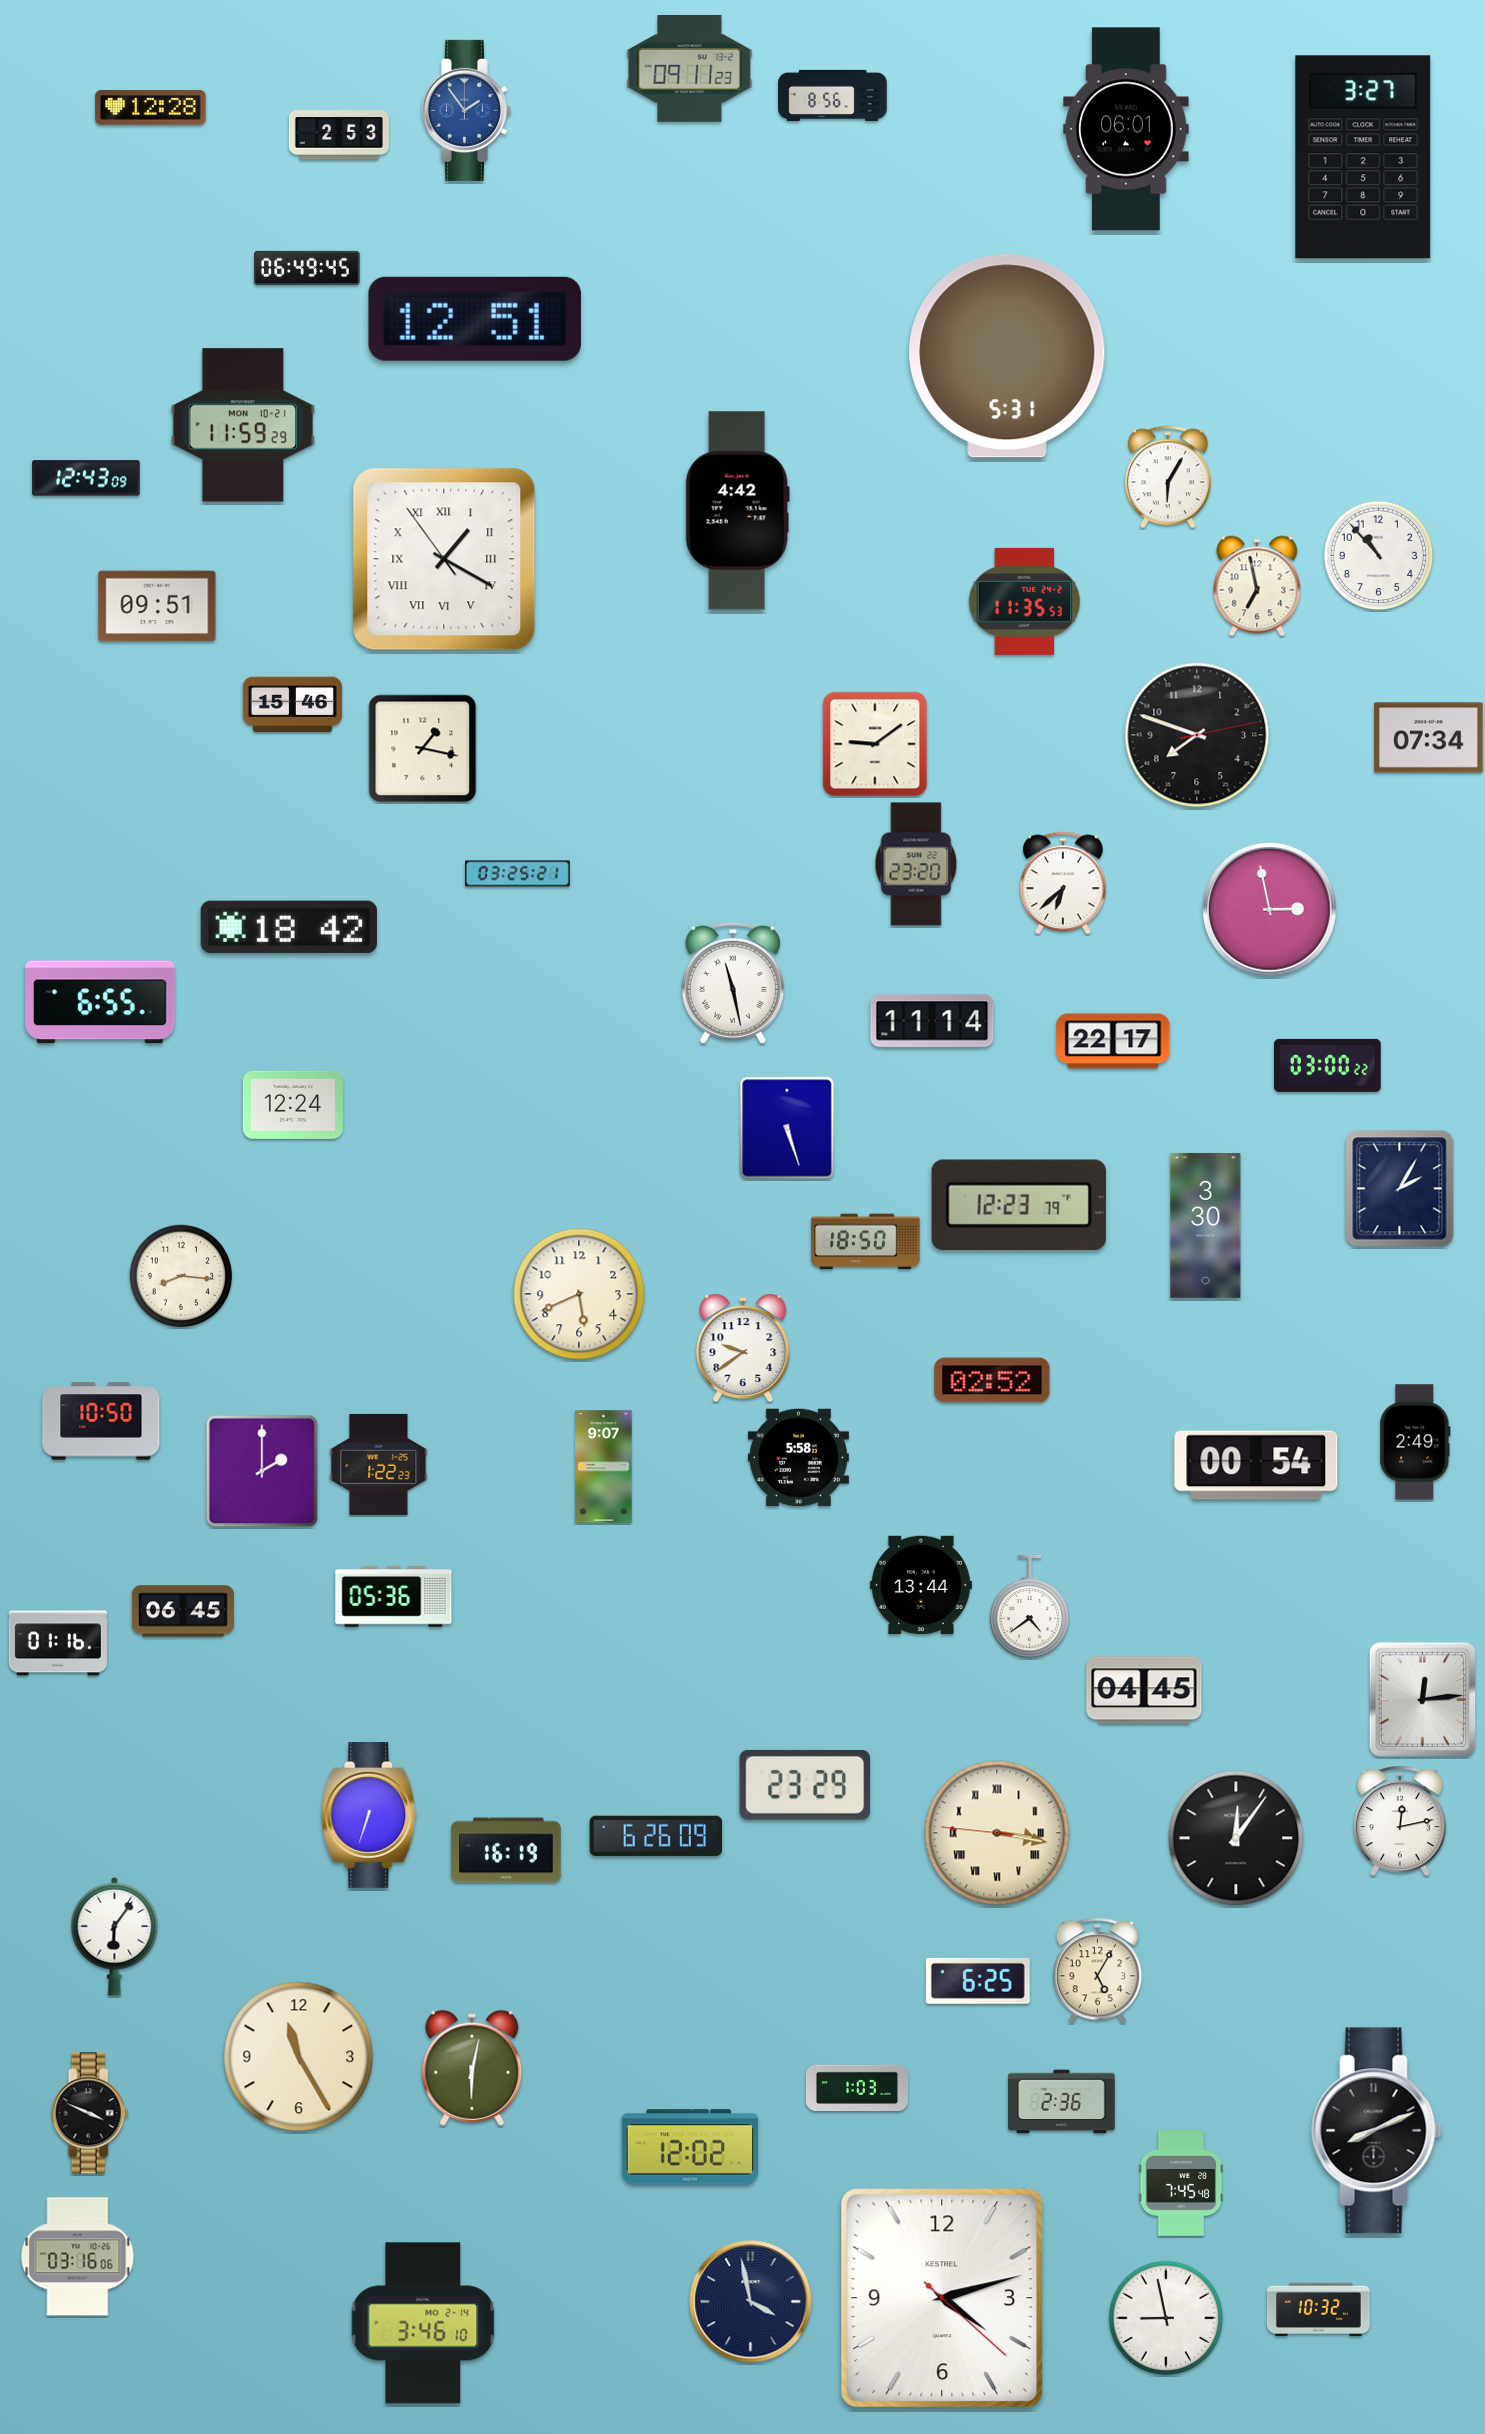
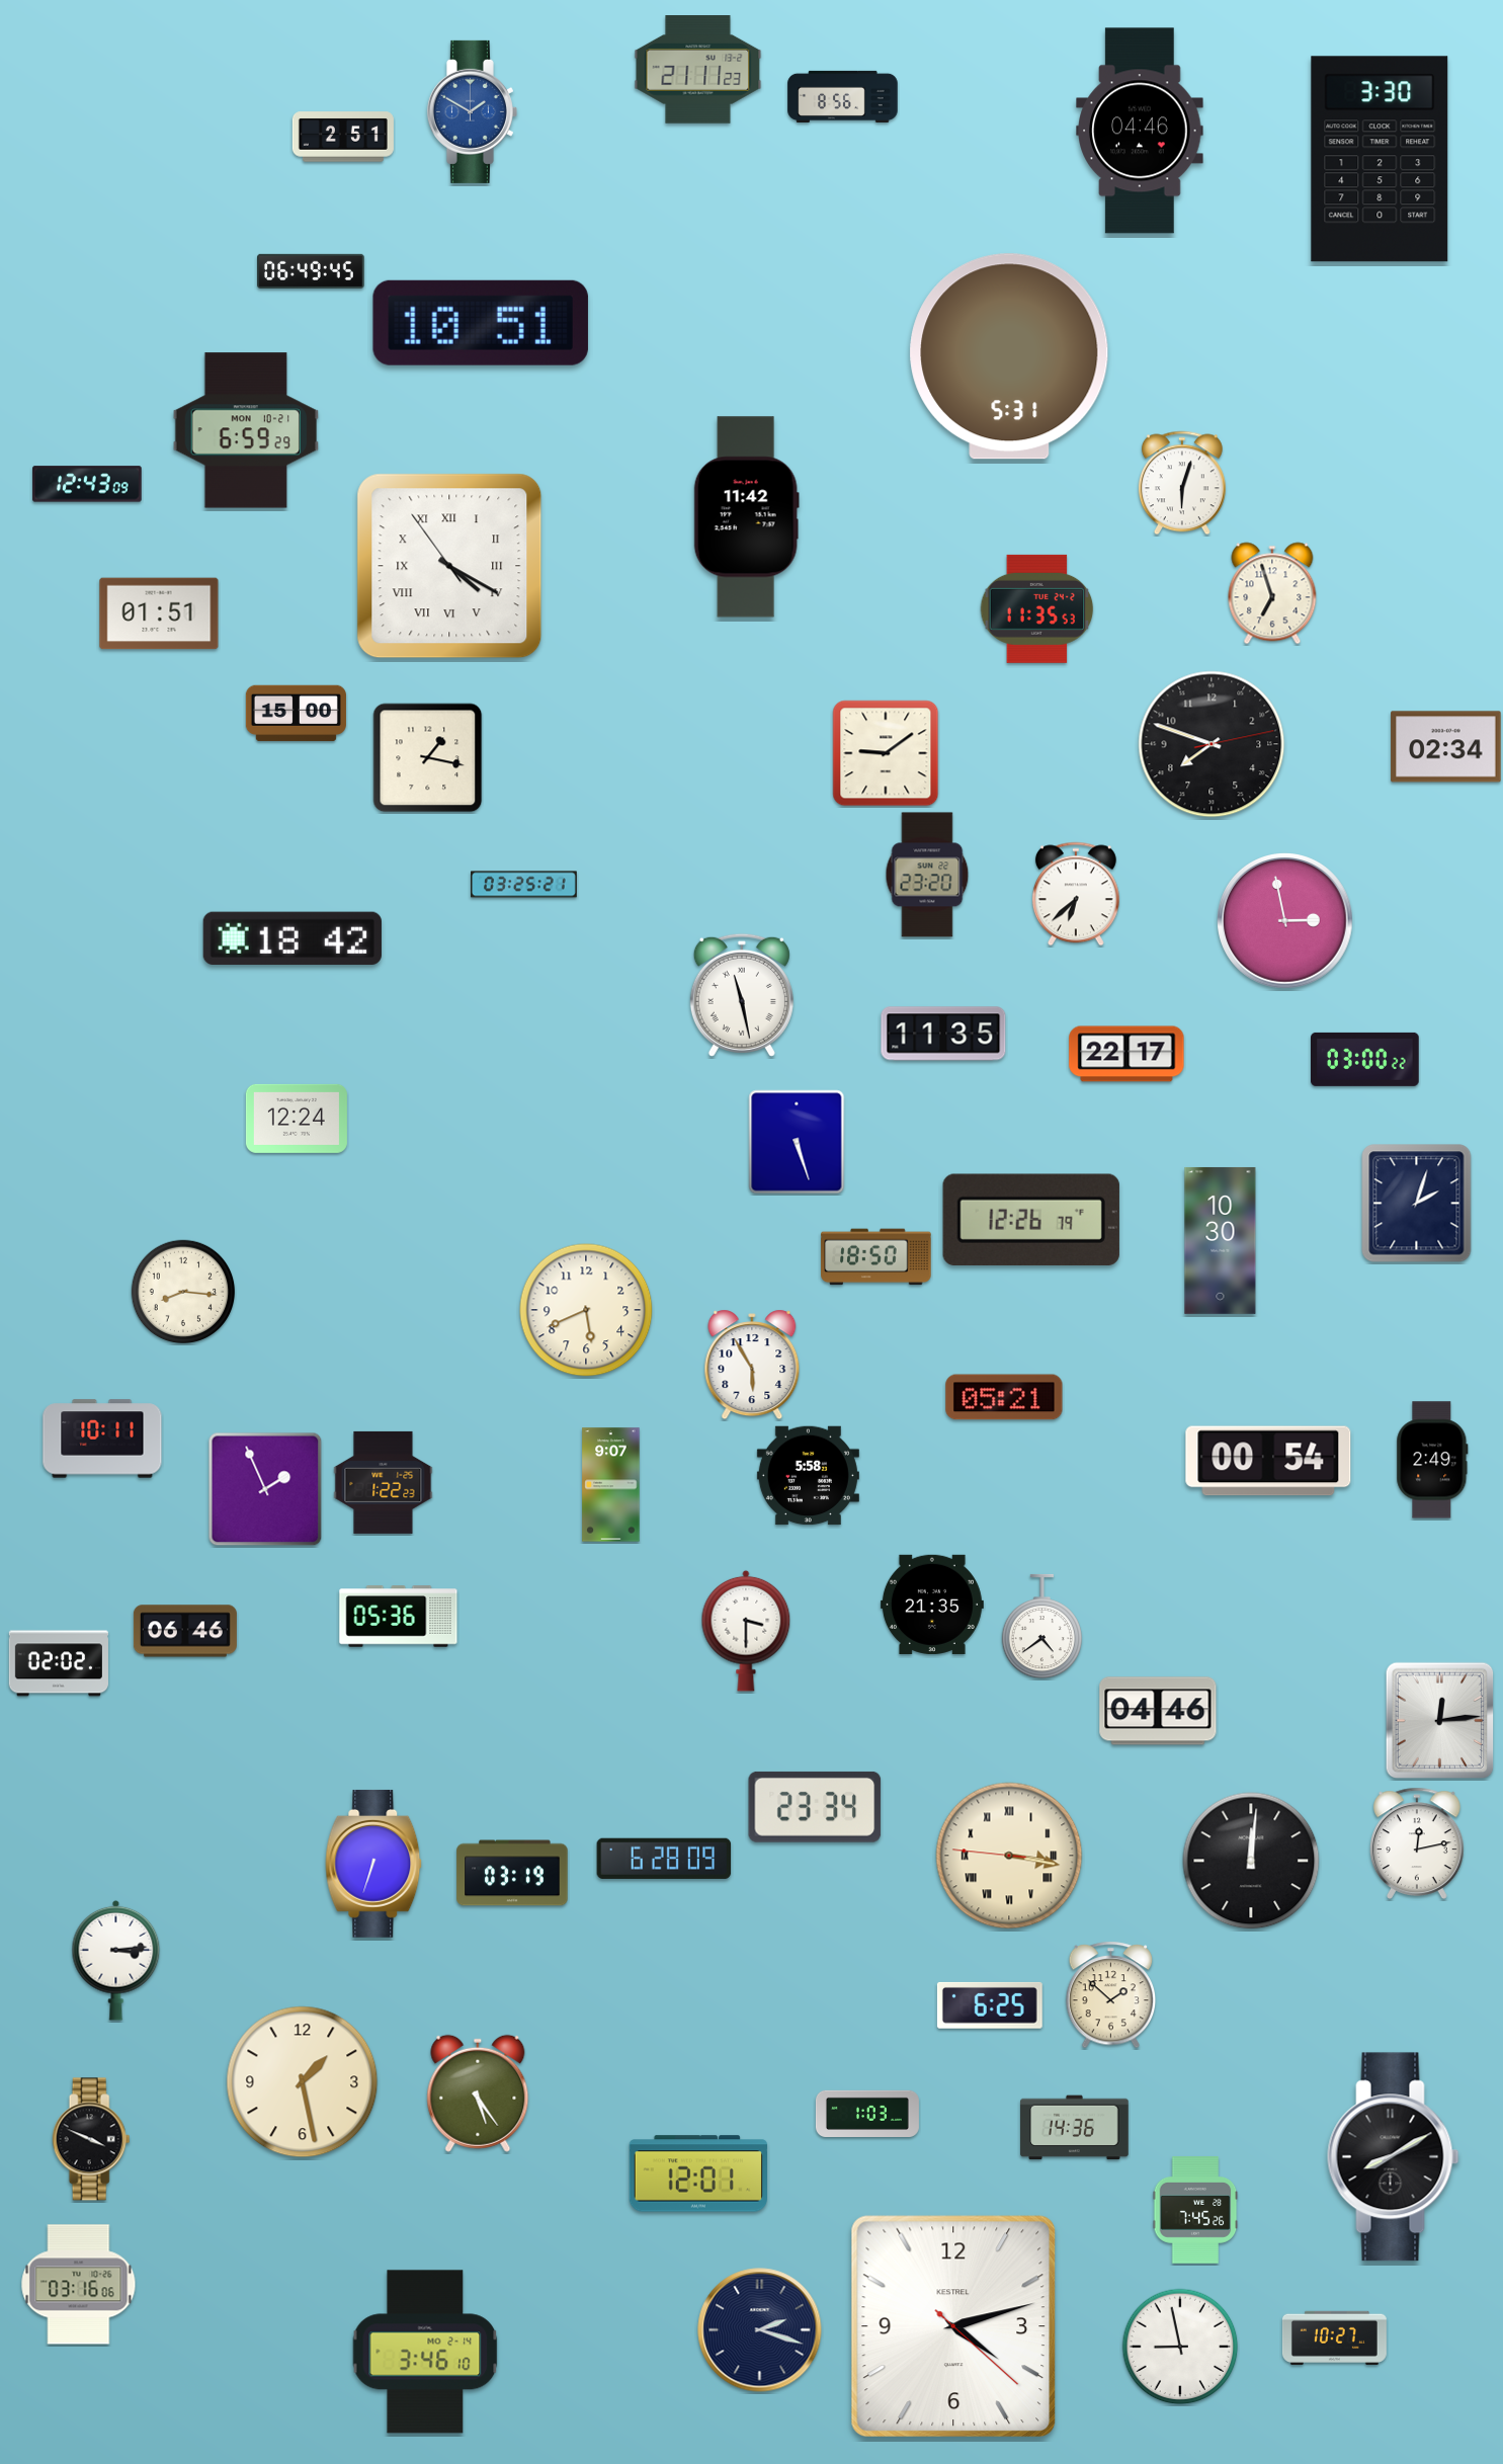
clock at (690, 69): 09:11 -> 21:11
clock at (151, 108): 12:28 -> none
clock at (466, 110): 1:54 -> 1:50
clock at (1126, 129): 06:01 -> 04:46
clock at (339, 135): 2:53 -> 2:51
clock at (1363, 157): 3:27 -> 3:30
clock at (475, 319): 12:51 -> 10:51
clock at (1007, 356) position: (1007, 356) -> (1009, 356)
clock at (243, 425): 11:59 -> 6:59
clock at (1168, 477): 6:05 -> 6:03
clock at (737, 511): 4:42 -> 11:42
clock at (1379, 556): 10:53 -> none
clock at (444, 559): 1:19 -> 4:19
clock at (1257, 586): 6:58 -> 6:57
clock at (157, 606): 09:51 -> 01:51
clock at (292, 705): 15:46 -> 15:00
clock at (1429, 738): 07:34 -> 02:34
clock at (100, 1002): 6:55 -> none
clock at (932, 1021): 11:14 -> 11:35
clock at (1328, 1065) position: (1328, 1065) -> (1365, 1059)
clock at (1400, 1189): 2:05 -> 2:03
clock at (1019, 1205): 12:23 -> 12:26
clock at (1206, 1225): 3:30 -> 10:30
clock at (743, 1348): 9:39 -> 5:55
clock at (992, 1380): 02:52 -> 05:21
clock at (101, 1421): 10:50 -> 10:11
clock at (1256, 1465) position: (1256, 1465) -> (1268, 1461)
clock at (262, 1471): 2:00 -> 1:56
clock at (921, 1585): 13:44 -> 21:35
clock at (183, 1611): 06:45 -> 06:46
clock at (746, 1631): none -> 3:30
clock at (58, 1643): 01:16 -> 02:02
clock at (1144, 1690): 04:45 -> 04:46
clock at (805, 1785): 23:29 -> 23:34
clock at (369, 1815) position: (369, 1815) -> (373, 1864)
clock at (656, 1836): 6:26 -> 6:28
clock at (1236, 1838): 12:06 -> 12:01
clock at (506, 1850): 16:19 -> 03:19
clock at (115, 1936): 6:06 -> 3:14
clock at (1098, 1971): 5:05 -> 1:52
clock at (299, 2057): 11:25 -> 1:28
clock at (472, 2068): 6:02 -> 5:24
clock at (1062, 2102): 2:36 -> 14:36
clock at (1377, 2131): 8:11 -> 8:10
clock at (689, 2147): 12:02 -> 12:01
clock at (1181, 2183): 7:45:48 -> 7:45:26
clock at (751, 2302): 3:58 -> 2:18
clock at (1318, 2309): 10:32 -> 10:27
clock at (423, 2323) position: (423, 2323) -> (425, 2352)
